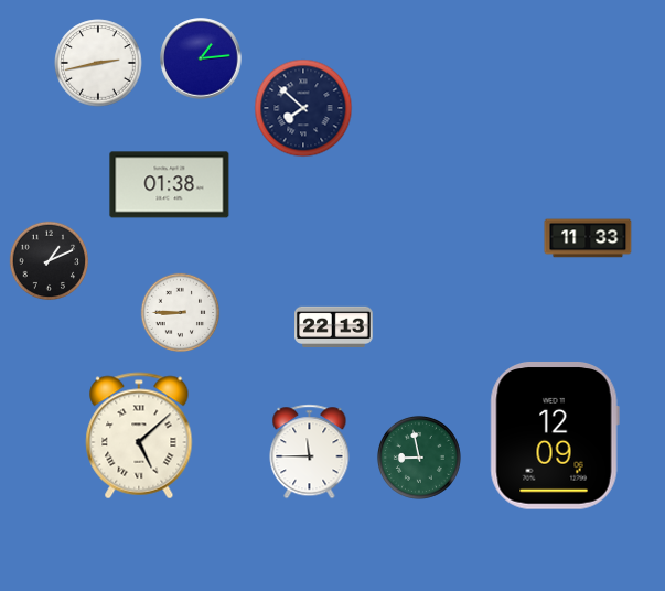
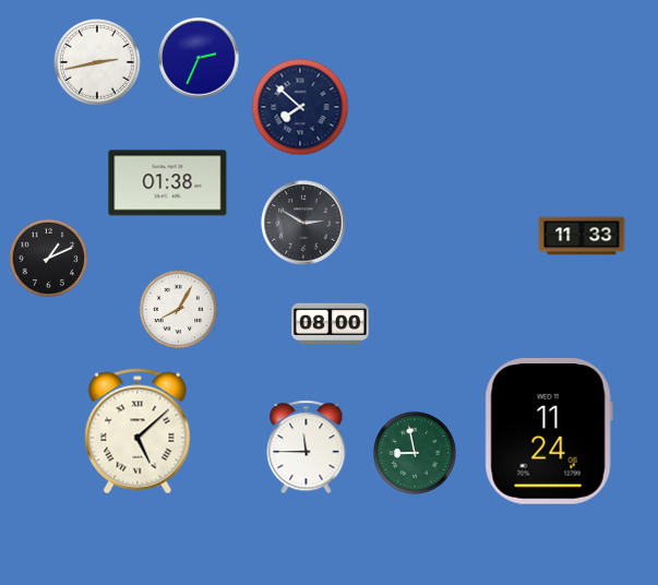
clock at (201, 58): 1:14 -> 2:34
clock at (303, 223): none -> 2:50
clock at (181, 313): 8:45 -> 8:05
clock at (334, 327): 22:13 -> 08:00
clock at (555, 437): 12:09 -> 11:24
